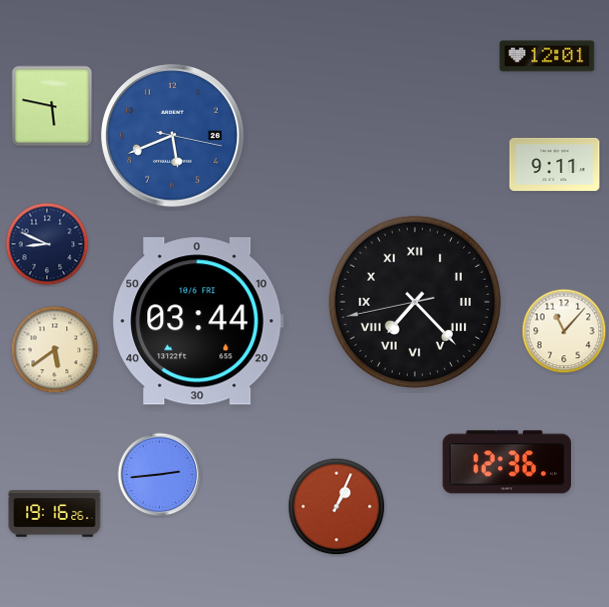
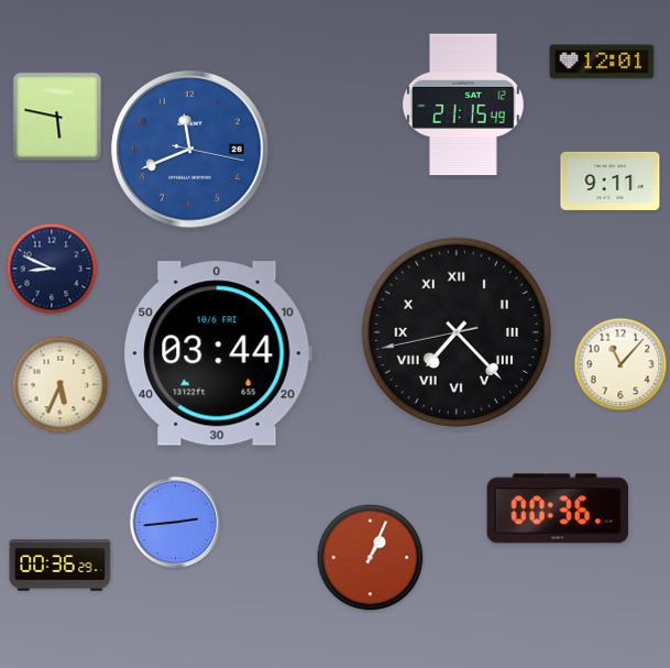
clock at (464, 105): none -> 21:15
clock at (173, 136): 5:41 -> 11:41
clock at (55, 350): 5:39 -> 5:34
clock at (507, 462): 12:36 -> 00:36
clock at (55, 514): 19:16 -> 00:36
